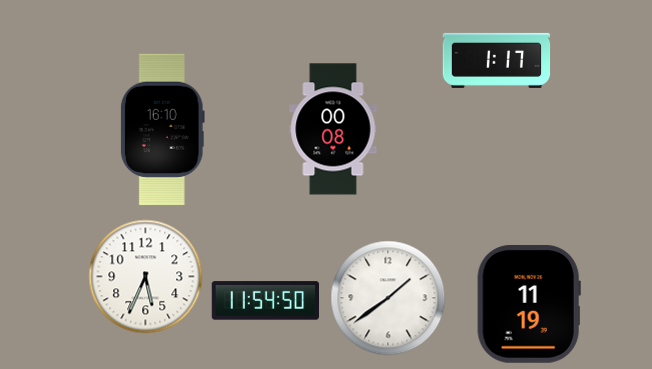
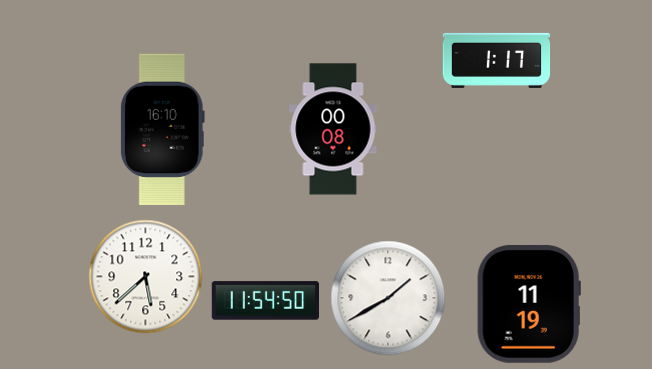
clock at (146, 277): 5:34 -> 5:38
clock at (388, 298): 1:39 -> 1:40
